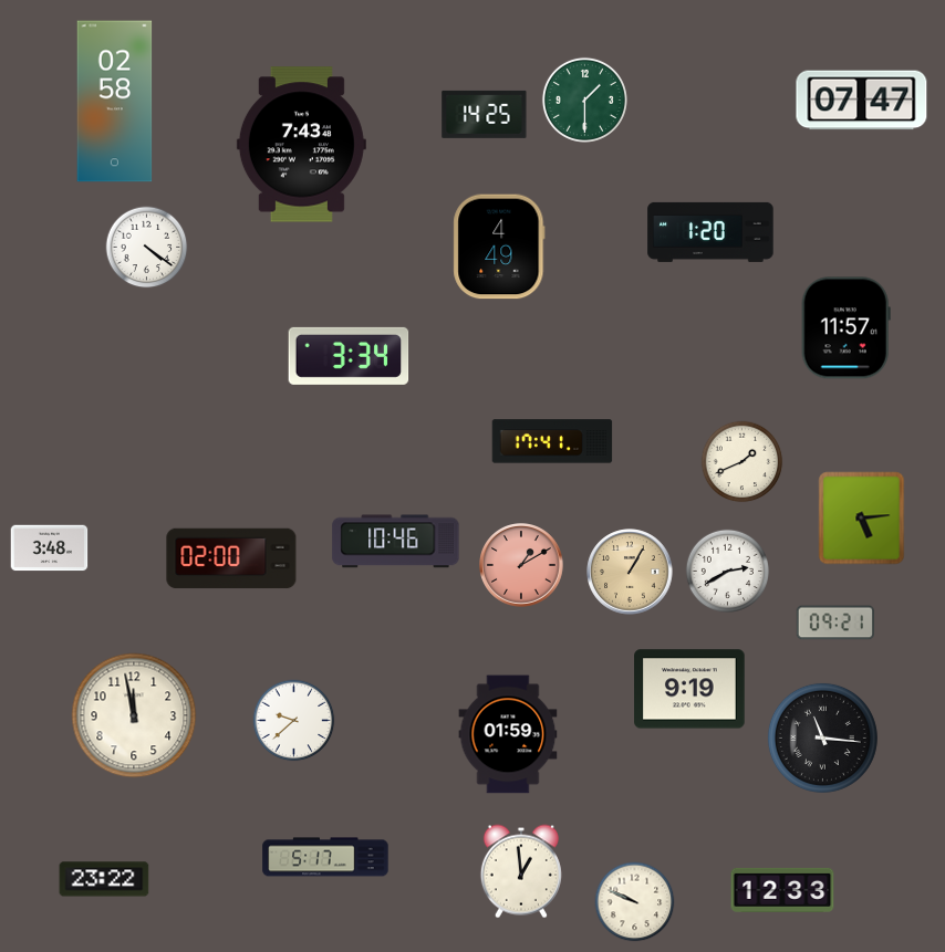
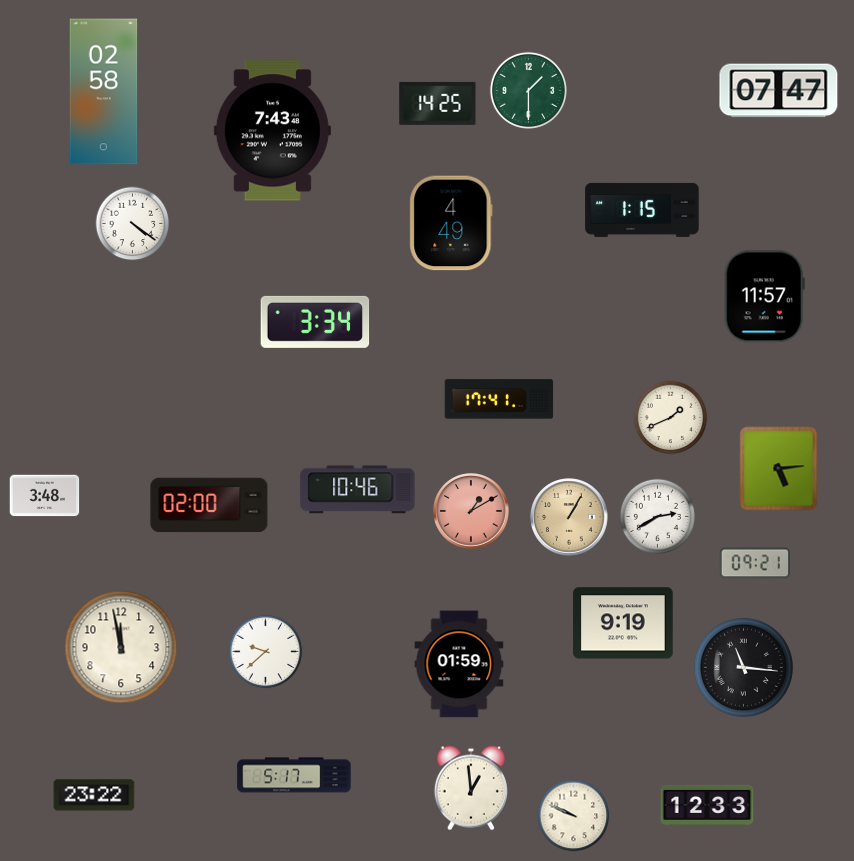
clock at (710, 232): 1:20 -> 1:15
